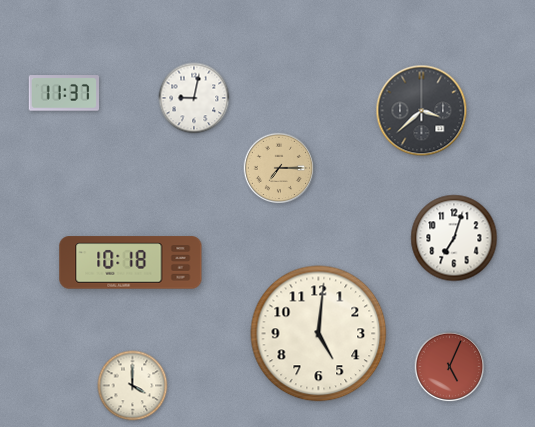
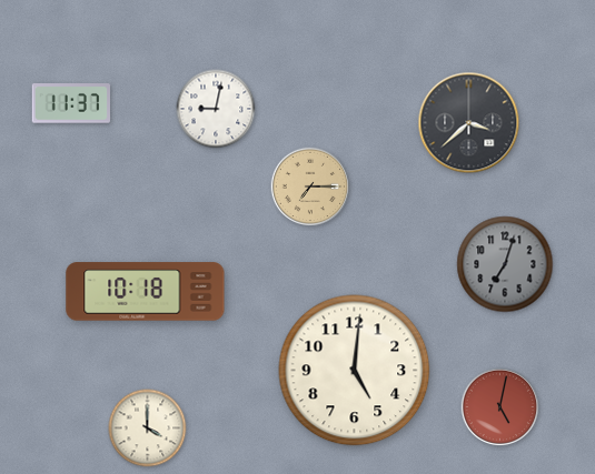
clock at (454, 238) dial: white -> grey
clock at (450, 367): 5:04 -> 5:02
